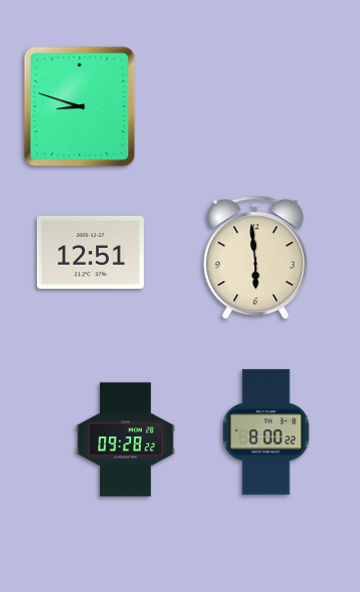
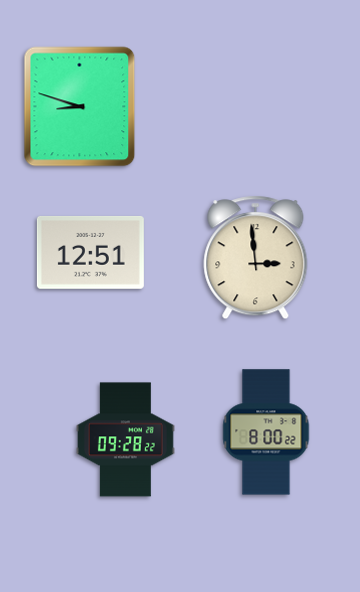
clock at (256, 258): 5:59 -> 2:59
